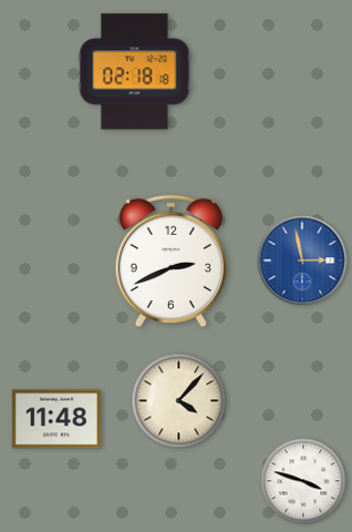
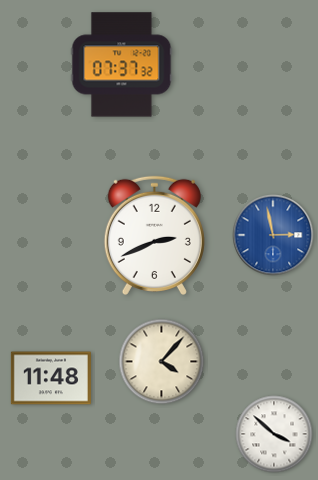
clock at (135, 72): 02:18 -> 07:37
clock at (303, 481): 3:48 -> 3:52
